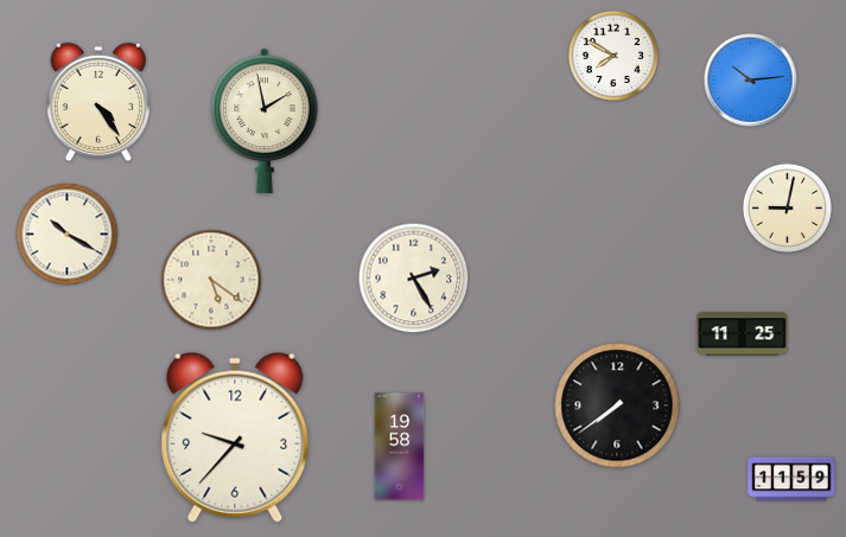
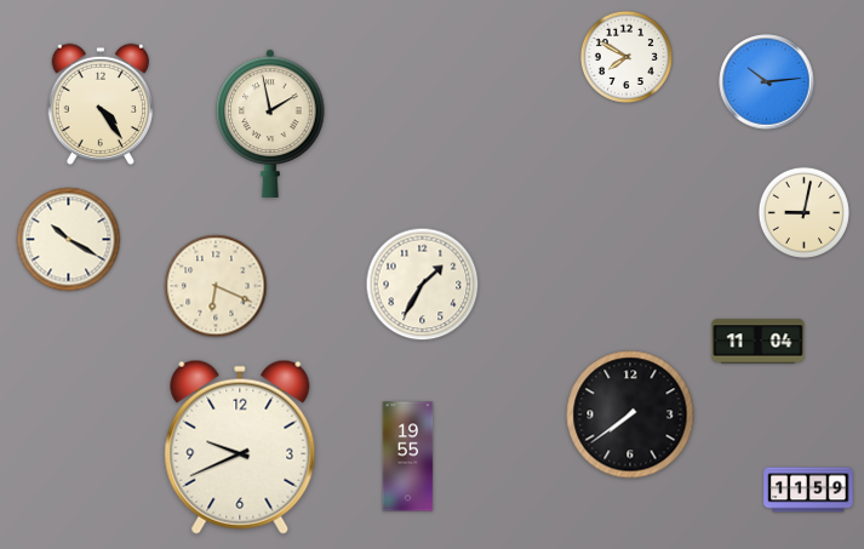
clock at (414, 279): 2:25 -> 1:35
clock at (211, 280): 5:21 -> 6:19
clock at (743, 334): 11:25 -> 11:04
clock at (235, 437): 9:37 -> 9:41
clock at (400, 447): 19:58 -> 19:55
